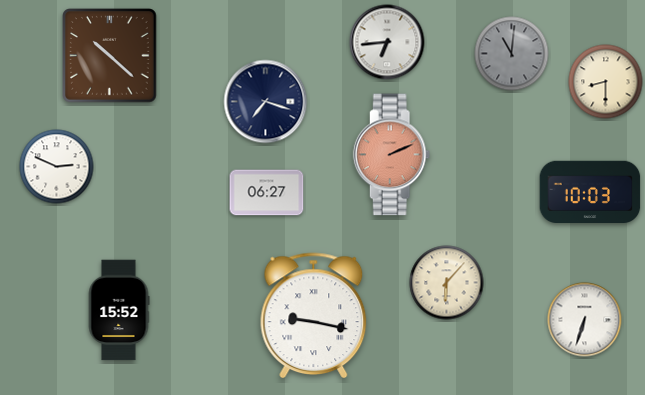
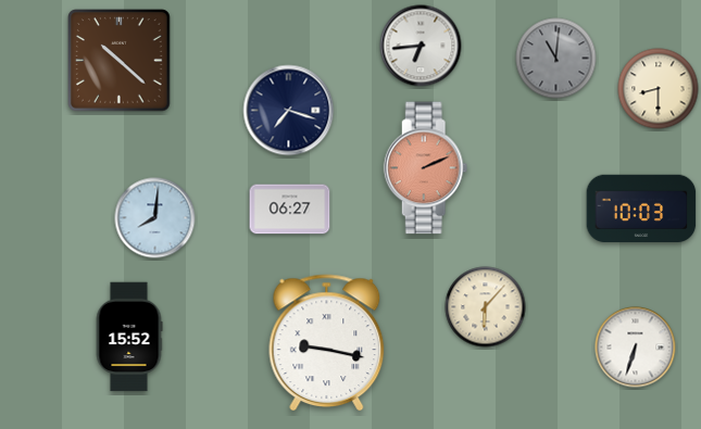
clock at (57, 167): 2:49 -> none
clock at (155, 218): none -> 8:01
clock at (314, 316) position: (314, 316) -> (327, 343)
